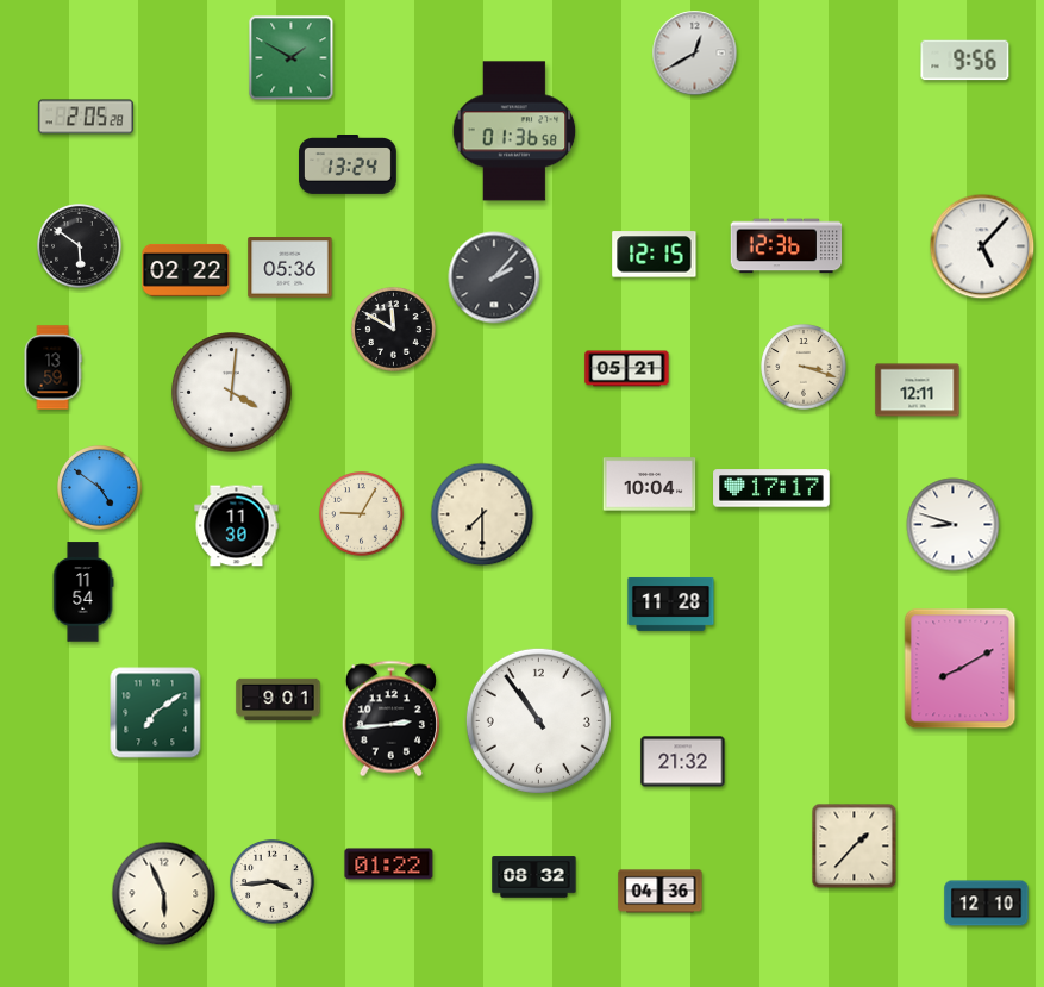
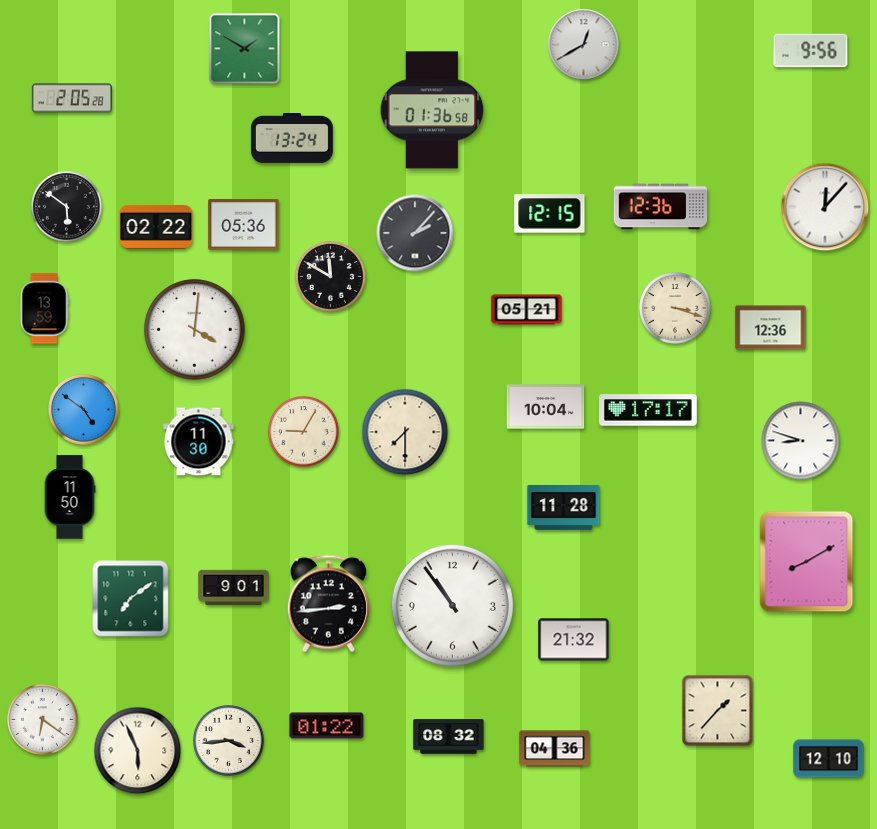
clock at (982, 246): 5:07 -> 12:07
clock at (918, 391): 12:11 -> 12:36
clock at (83, 592): 11:54 -> 11:50
clock at (43, 720): none -> 6:21
